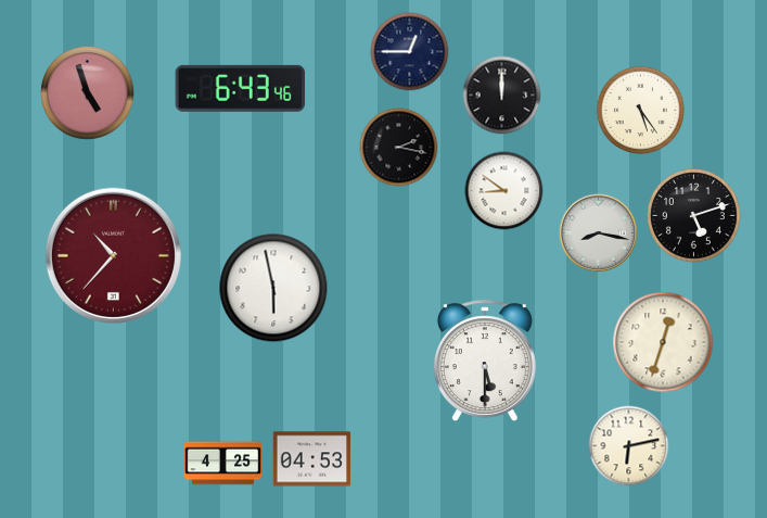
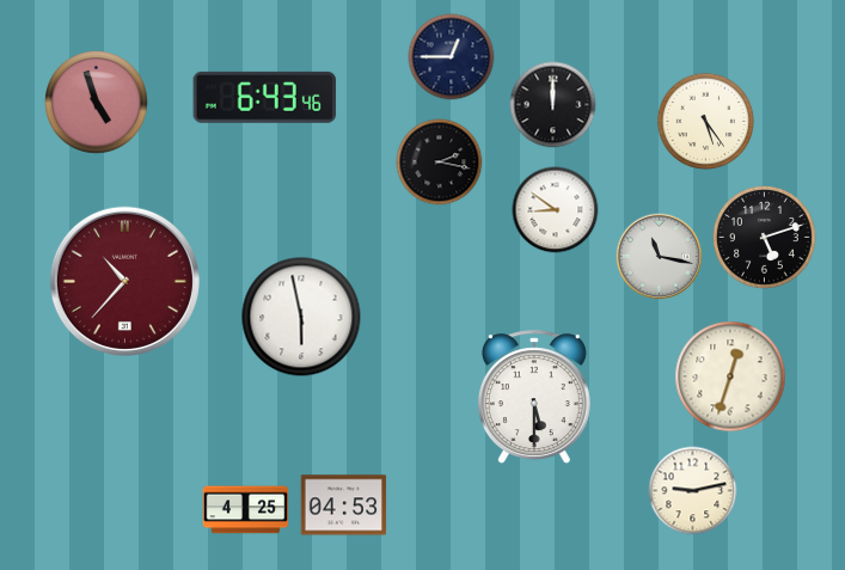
clock at (599, 233): 8:17 -> 11:17
clock at (629, 446): 6:13 -> 9:13
